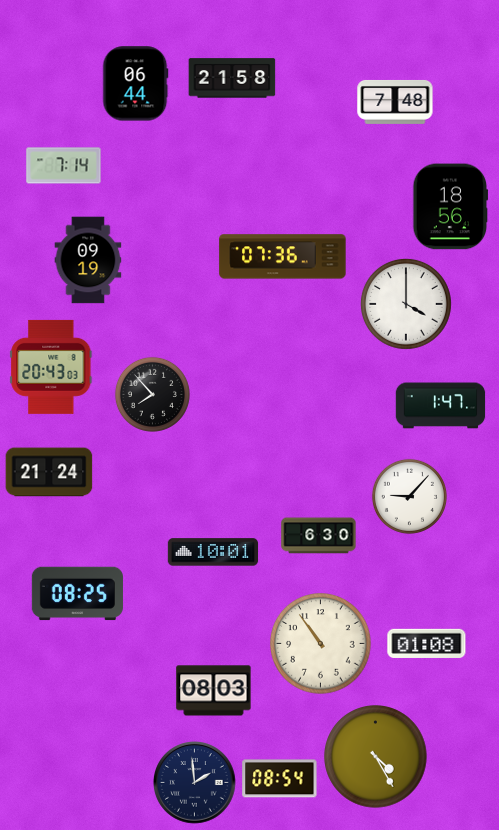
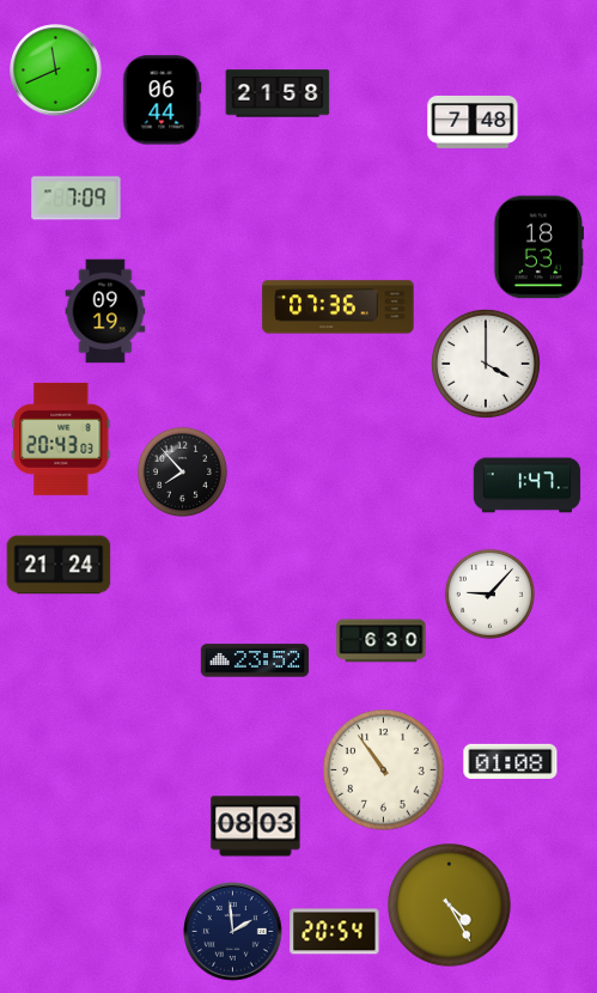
clock at (56, 71): none -> 11:41
clock at (64, 166): 7:14 -> 7:09
clock at (451, 207): 18:56 -> 18:53
clock at (213, 552): 10:01 -> 23:52
clock at (77, 594): 08:25 -> none
clock at (427, 643) position: (427, 643) -> (511, 761)
clock at (280, 779): 08:54 -> 20:54
clock at (195, 783) position: (195, 783) -> (233, 932)
